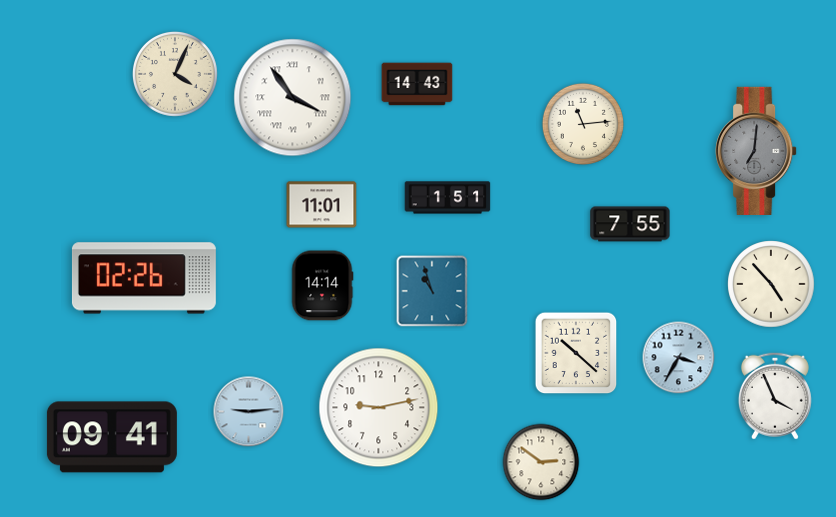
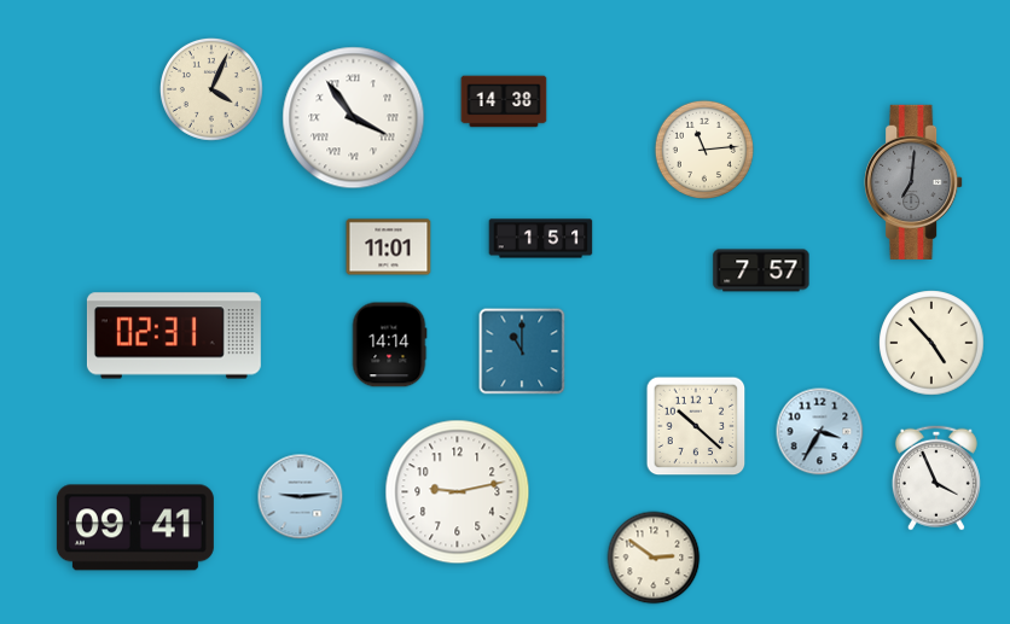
clock at (417, 84): 14:43 -> 14:38
clock at (630, 224): 7:55 -> 7:57
clock at (144, 278): 02:26 -> 02:31
clock at (432, 291): 10:57 -> 11:00
